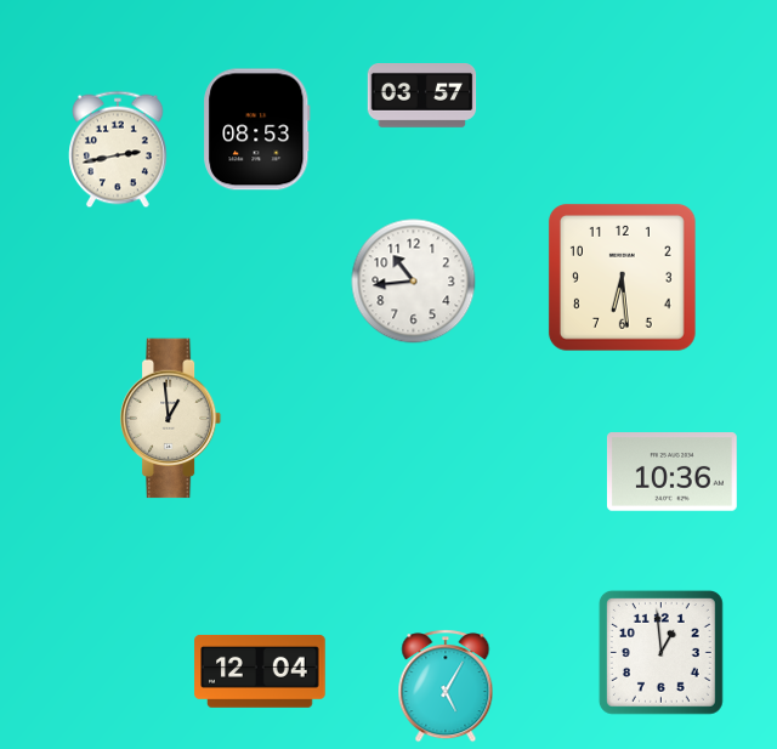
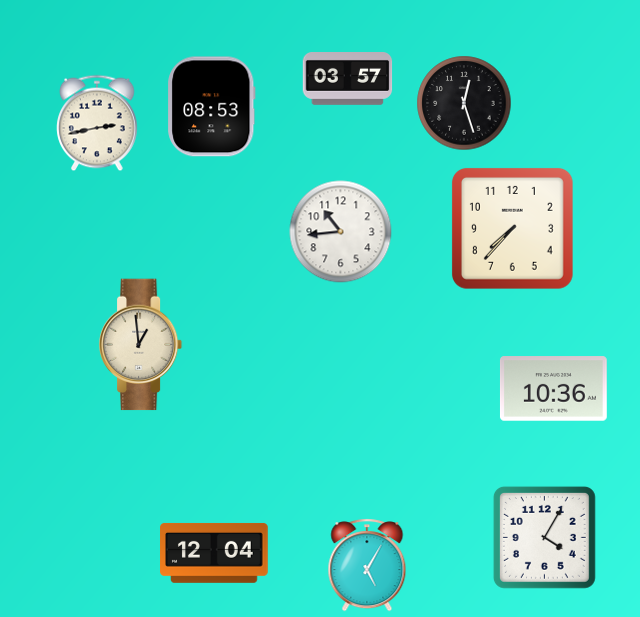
clock at (464, 103): none -> 12:27
clock at (622, 277): 6:29 -> 7:37
clock at (660, 652): 12:59 -> 4:05
